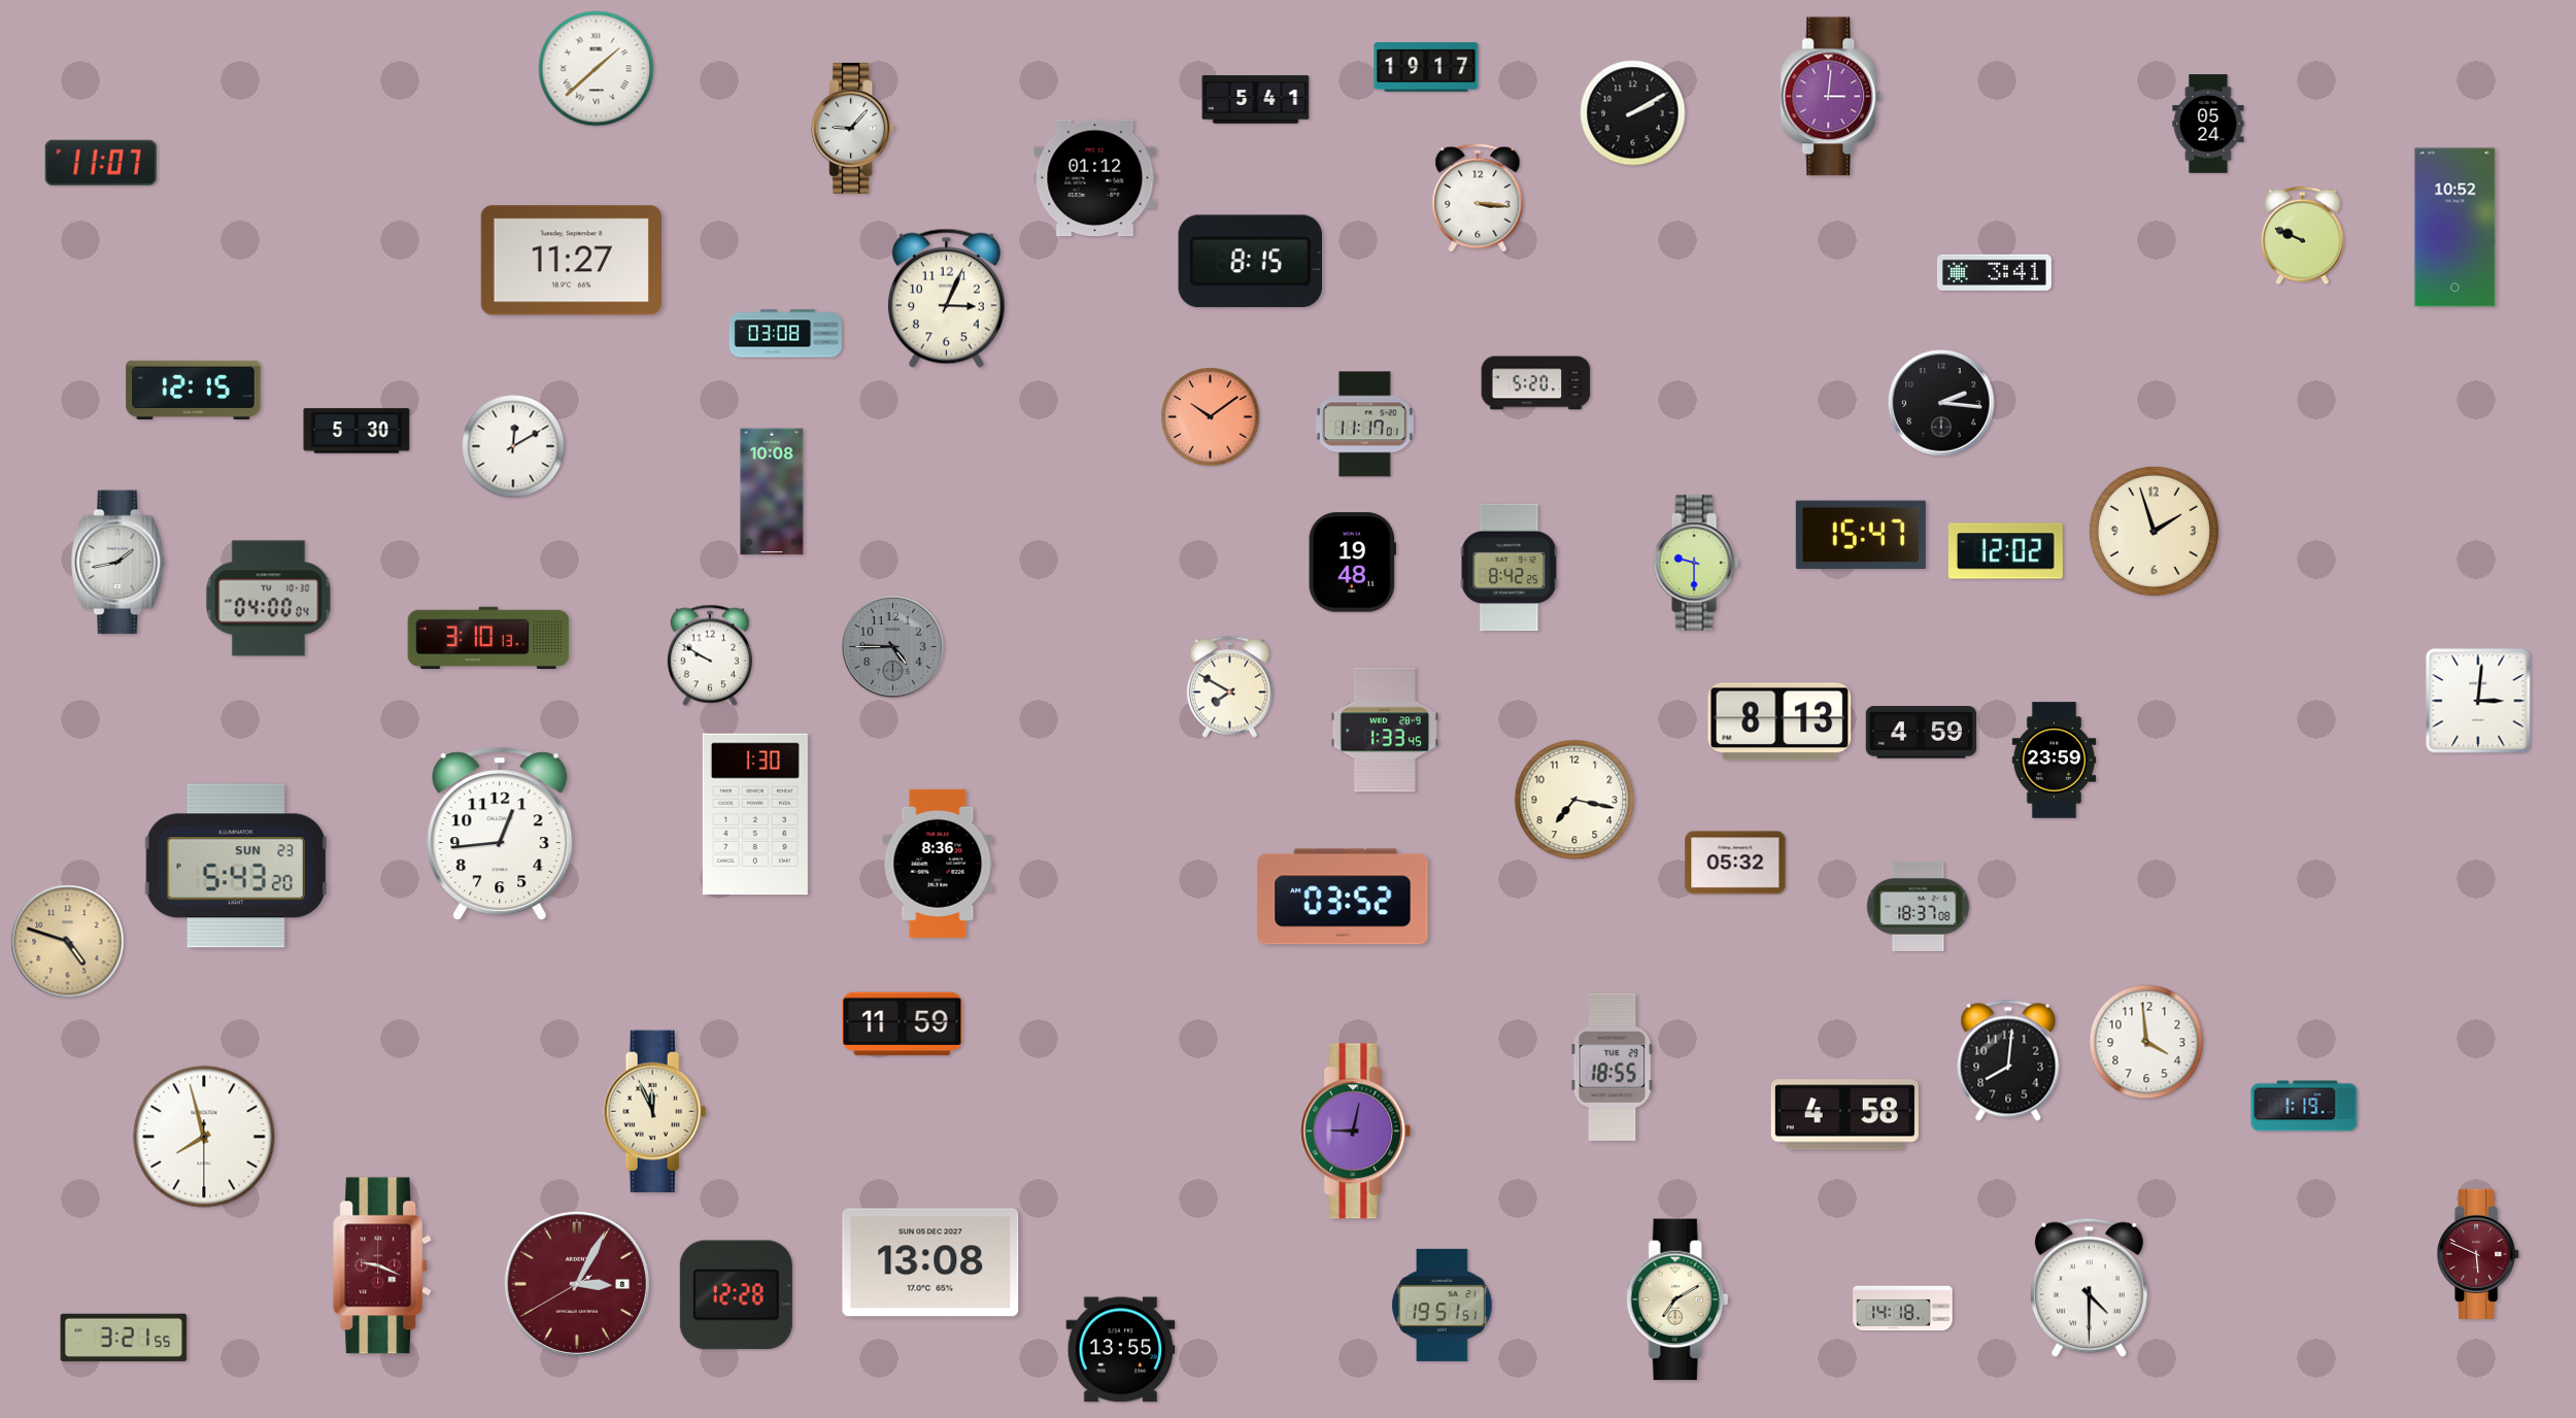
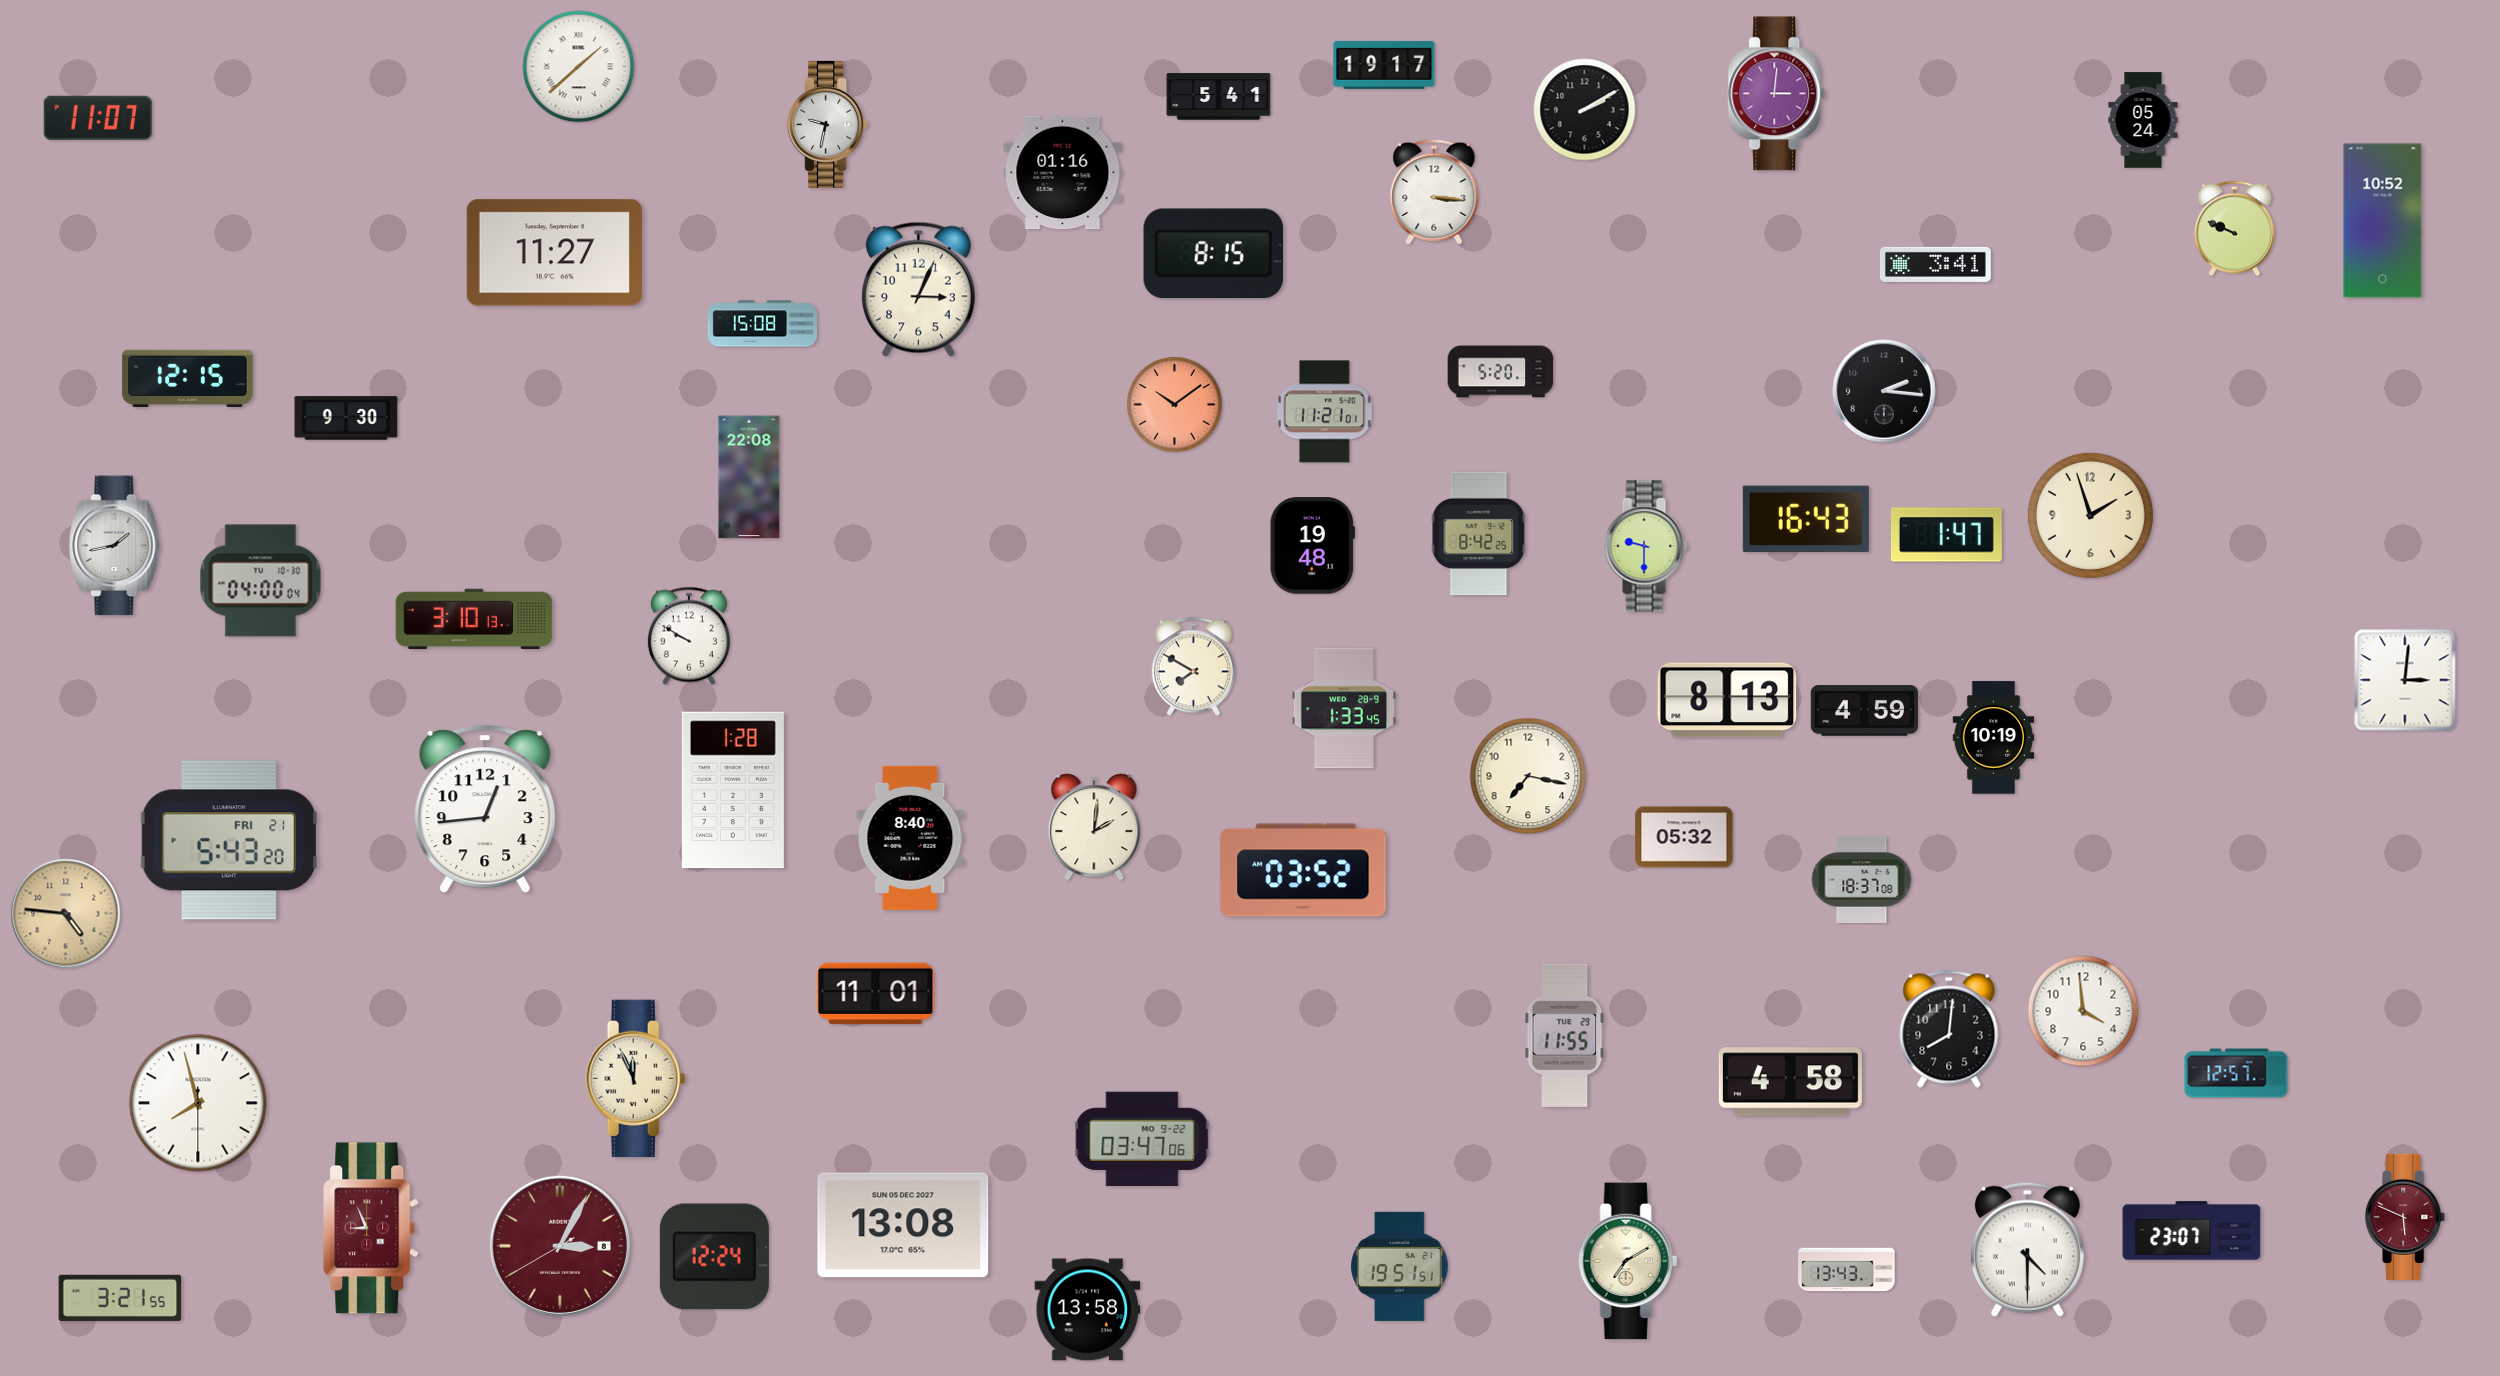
clock at (853, 128): 9:07 -> 9:32
clock at (101, 163) position: (101, 163) -> (98, 118)
clock at (1095, 178): 01:12 -> 01:16
clock at (785, 334): 03:08 -> 15:08
clock at (1536, 383) position: (1536, 383) -> (1501, 372)
clock at (1365, 425): 11:17 -> 11:21
clock at (357, 431): 5:30 -> 9:30
clock at (513, 446): 12:10 -> none
clock at (772, 492): 10:08 -> 22:08
clock at (1861, 535): 15:47 -> 16:43
clock at (2005, 551): 12:02 -> 1:47
clock at (1510, 568) position: (1510, 568) -> (1479, 534)
clock at (893, 647): 4:45 -> none
clock at (2055, 761): 23:59 -> 10:19
clock at (755, 814): 1:30 -> 1:28
clock at (1094, 827): none -> 2:01
clock at (938, 864): 8:36 -> 8:40
clock at (236, 866) date: SUN 23 -> FRI 21
clock at (68, 942): 4:48 -> 4:46
clock at (903, 1024): 11:59 -> 11:01
clock at (1613, 1067): 18:55 -> 11:55
clock at (2304, 1106): 1:19 -> 12:57
clock at (1355, 1132): 9:02 -> none
clock at (1142, 1138): none -> 03:47
clock at (383, 1265): 9:19 -> 8:56
clock at (2192, 1231): none -> 23:07
clock at (736, 1295): 12:28 -> 12:24
clock at (1903, 1309): 14:18 -> 13:43
clock at (1121, 1350): 13:55 -> 13:58
